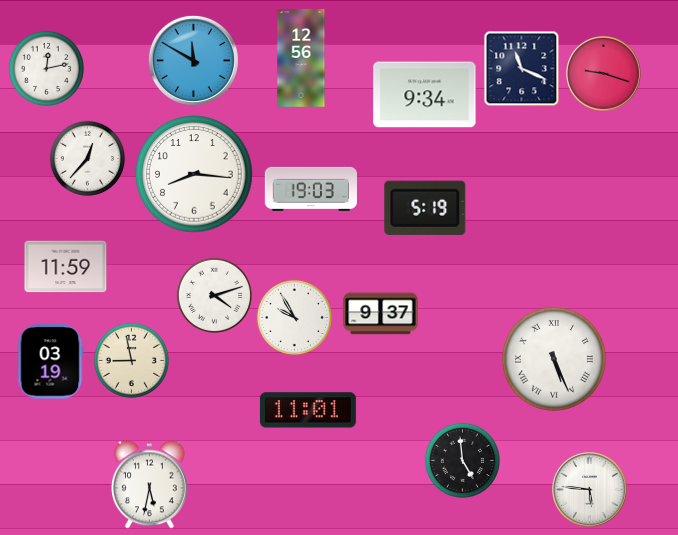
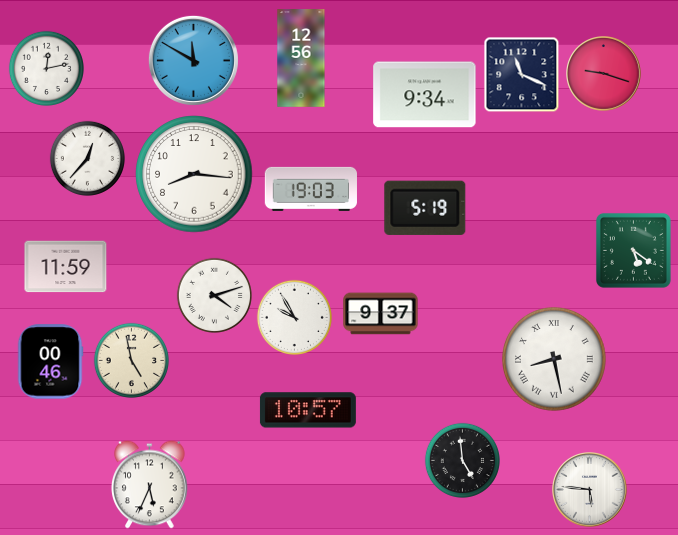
clock at (522, 69) position: (522, 69) -> (522, 75)
clock at (633, 250): none -> 5:21
clock at (131, 360): 8:58 -> 4:58
clock at (555, 360): 5:26 -> 8:28
clock at (50, 362): 03:19 -> 00:46
clock at (308, 410): 11:01 -> 10:57
clock at (150, 485): 5:32 -> 5:34
